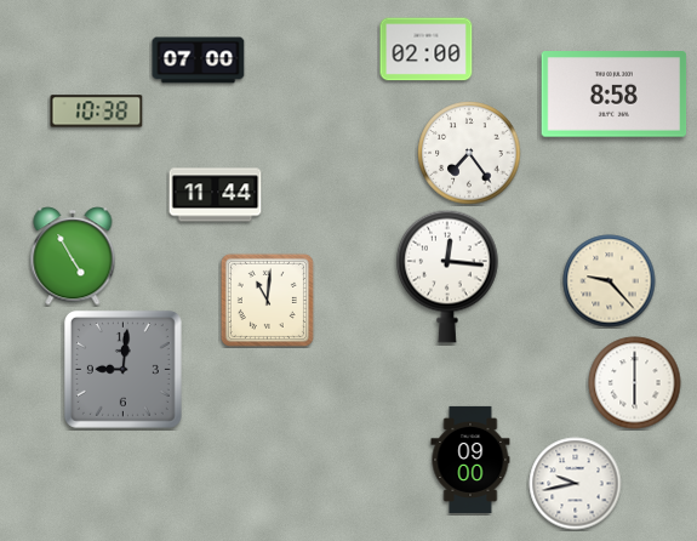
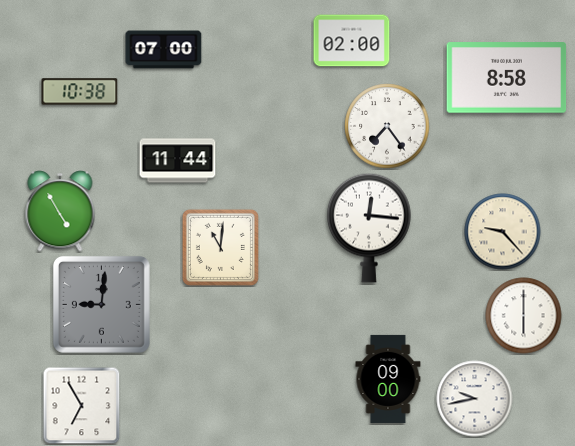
clock at (81, 405): none -> 6:55
